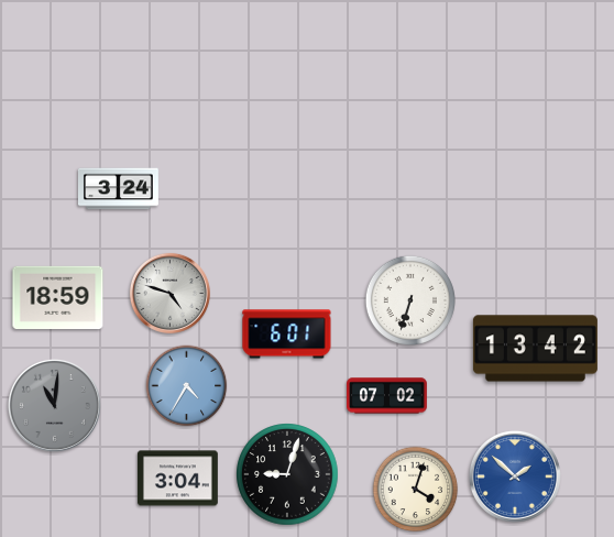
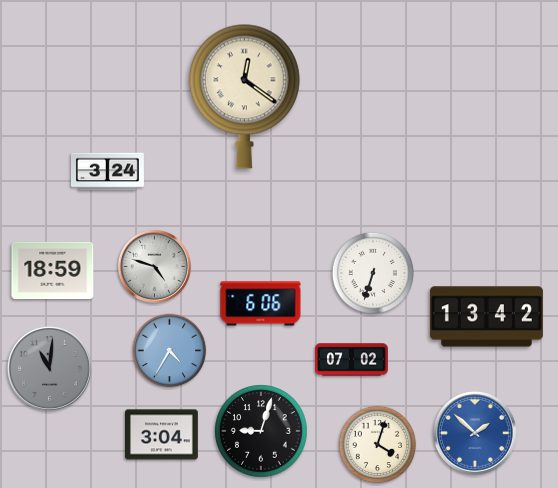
clock at (244, 96): none -> 12:21
clock at (287, 335): 6:01 -> 6:06
clock at (515, 476) position: (515, 476) -> (475, 433)
